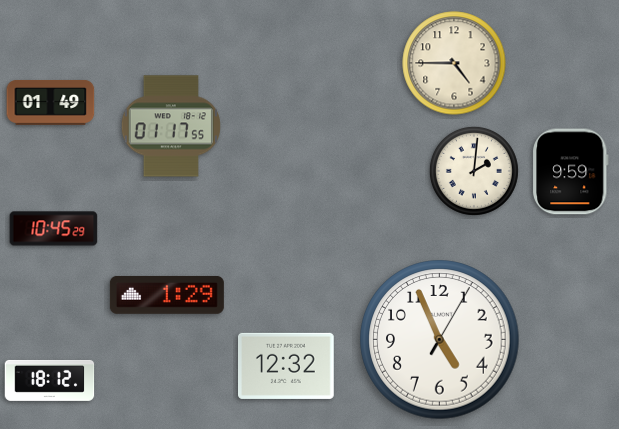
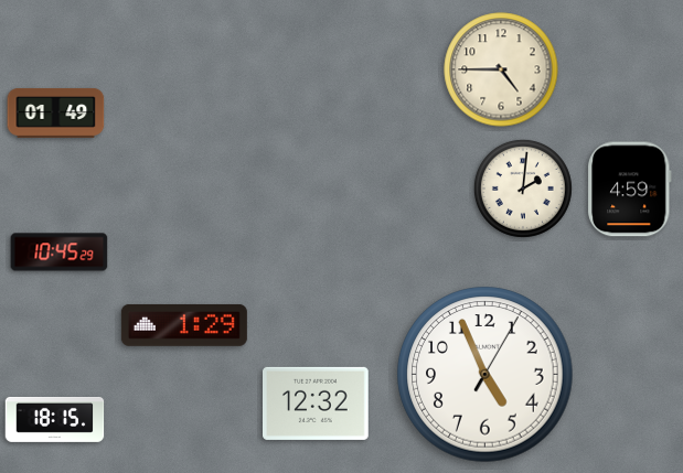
clock at (171, 126): 01:17 -> none
clock at (571, 172): 9:59 -> 4:59
clock at (50, 380): 18:12 -> 18:15
